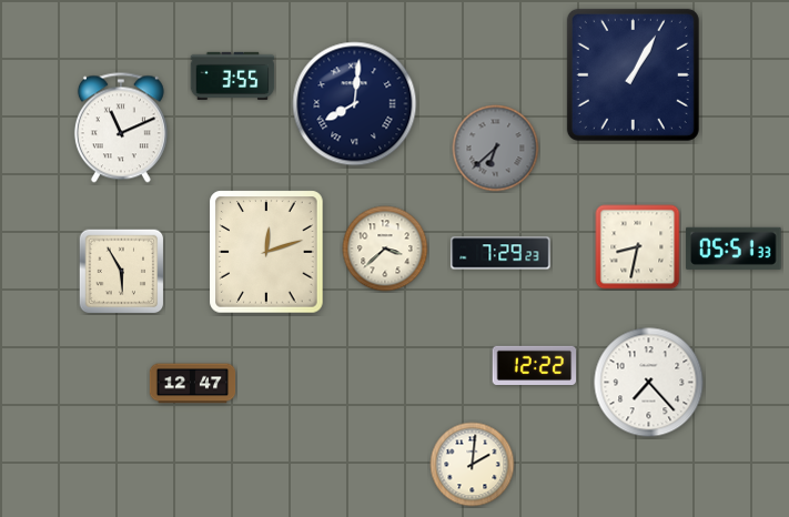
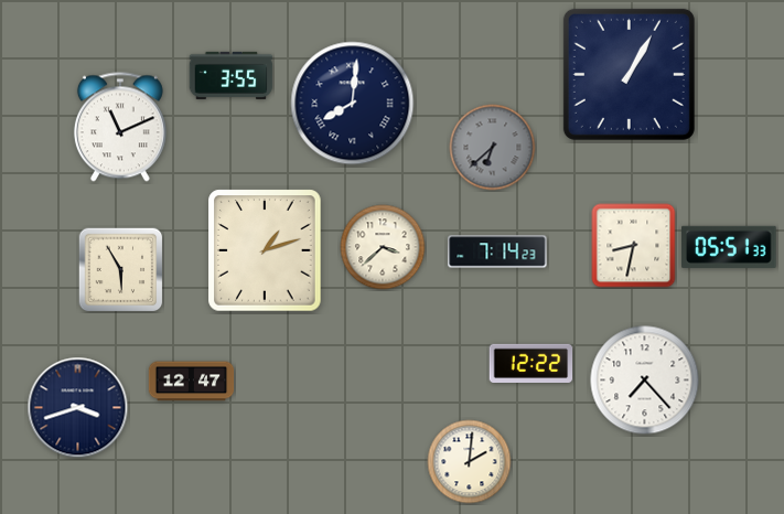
clock at (266, 252): 12:12 -> 1:12
clock at (500, 253): 7:29 -> 7:14
clock at (78, 408): none -> 3:42
